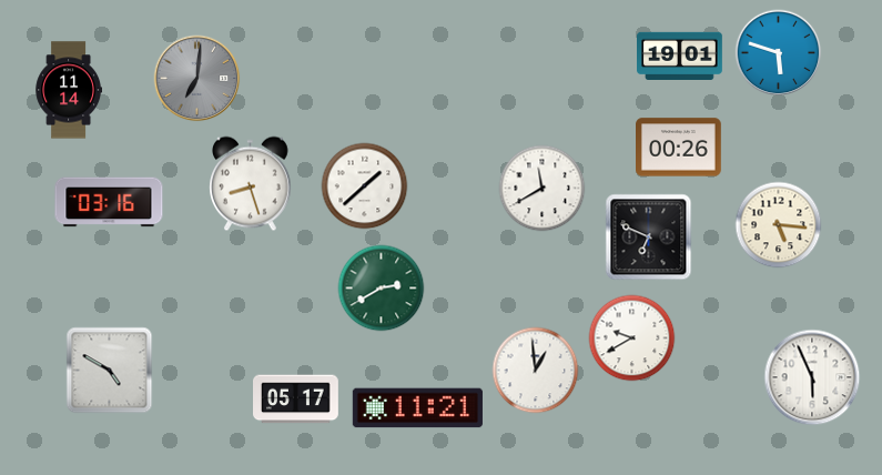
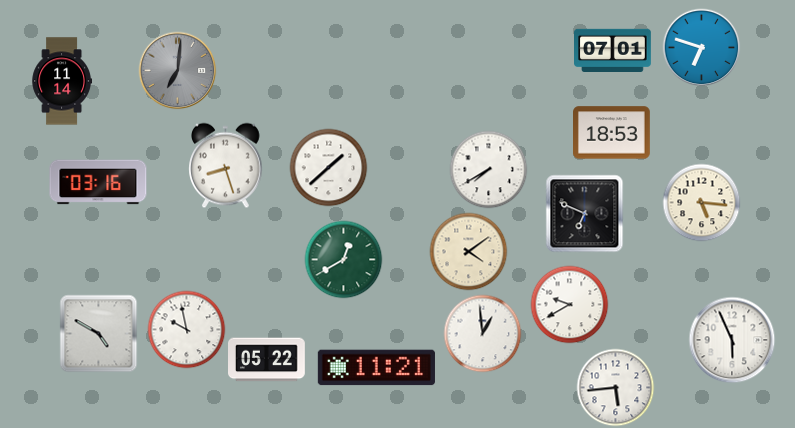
clock at (778, 52): 5:48 -> 6:48
clock at (680, 55): 19:01 -> 07:01
clock at (679, 148): 00:26 -> 18:53
clock at (541, 188): 11:40 -> 7:40
clock at (468, 251): none -> 4:09
clock at (381, 287): 2:40 -> 12:40
clock at (186, 329): none -> 9:58
clock at (296, 400): 05:17 -> 05:22
clock at (615, 387): none -> 5:44
